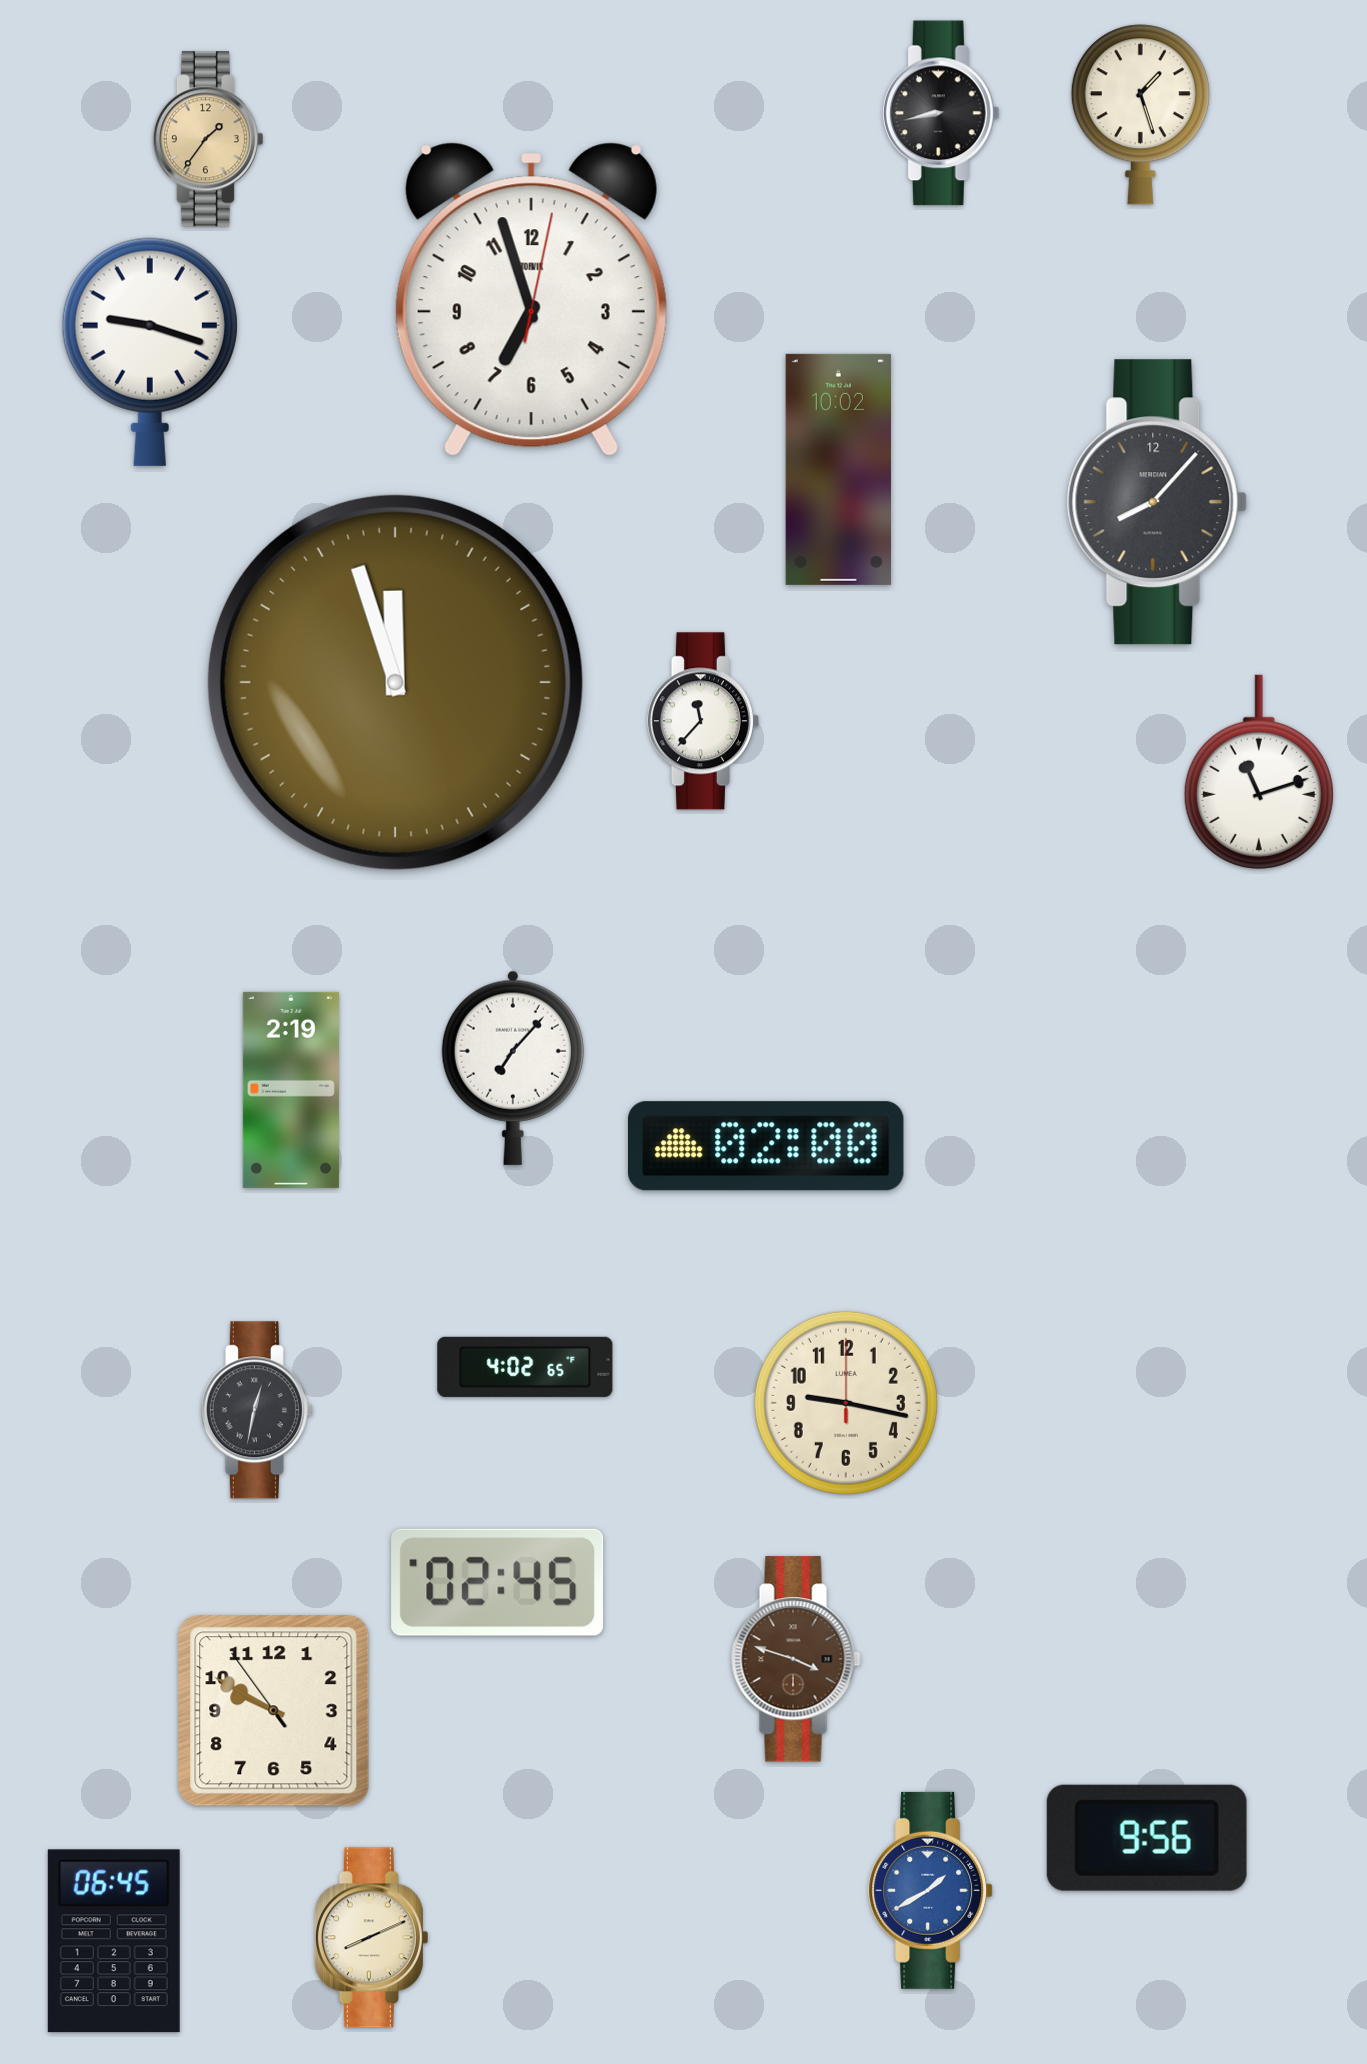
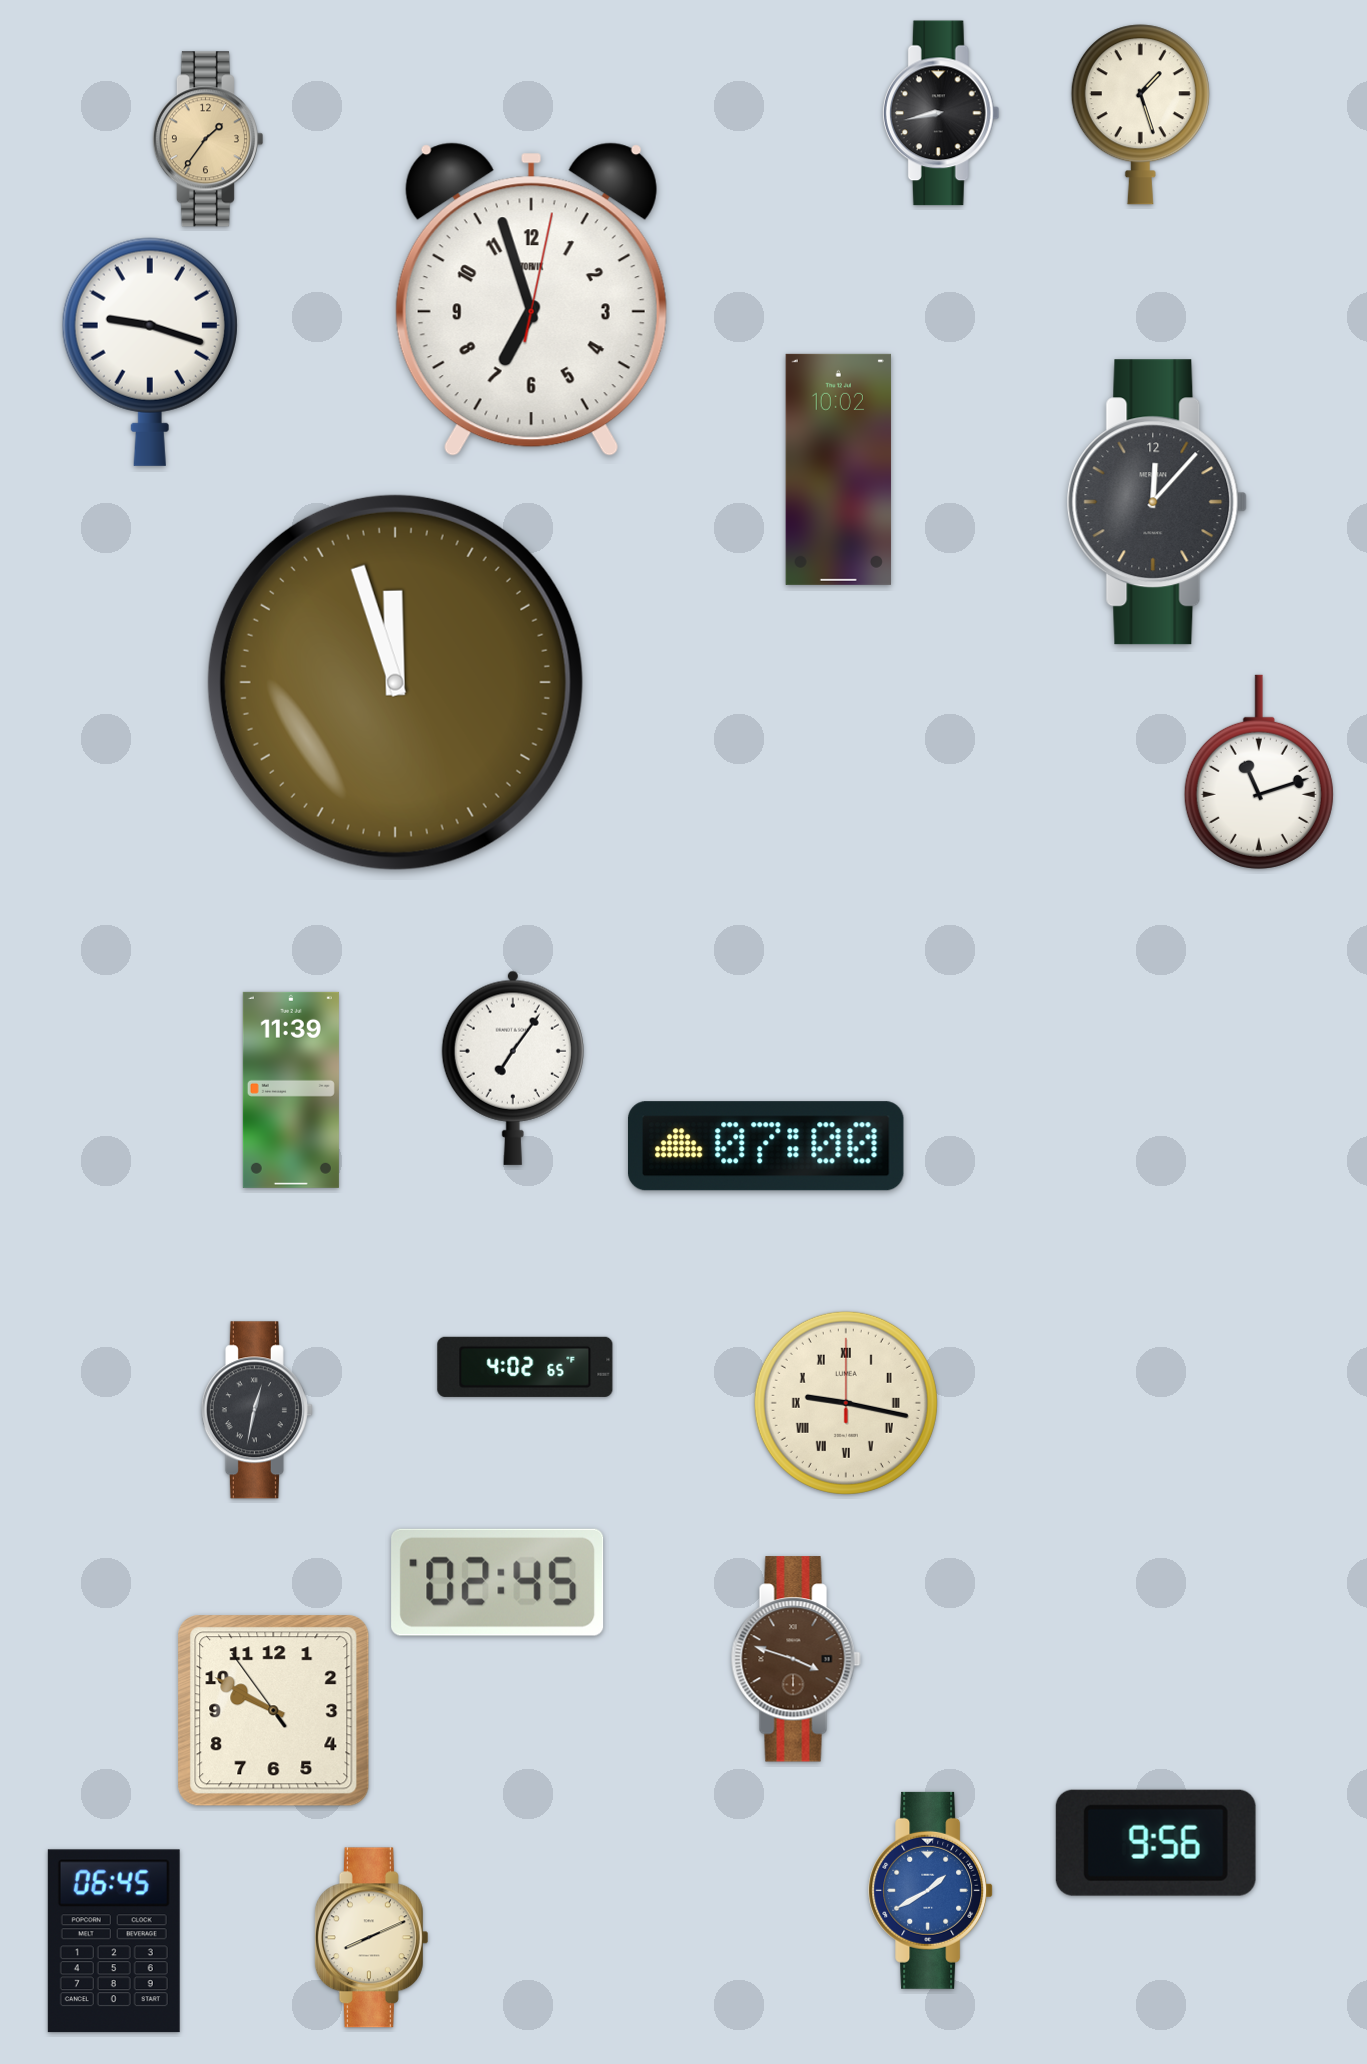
clock at (1157, 502): 8:07 -> 12:07
clock at (703, 721): 11:37 -> none
clock at (513, 1068): 7:07 -> 7:06
clock at (291, 1090): 2:19 -> 11:39
clock at (766, 1146): 02:00 -> 07:00
clock at (846, 1403) numerals: Arabic -> Roman
clock at (1147, 1838) position: (1147, 1838) -> (1156, 1843)
